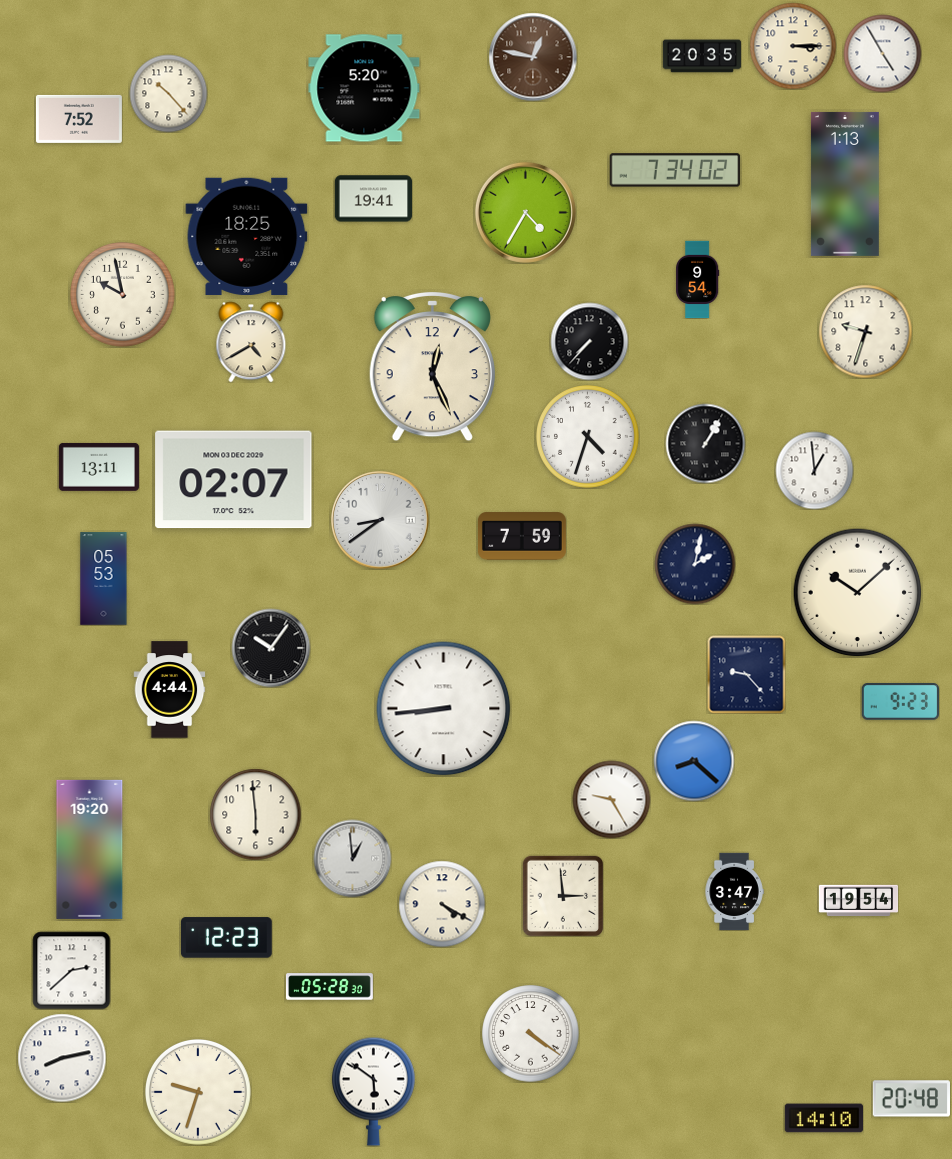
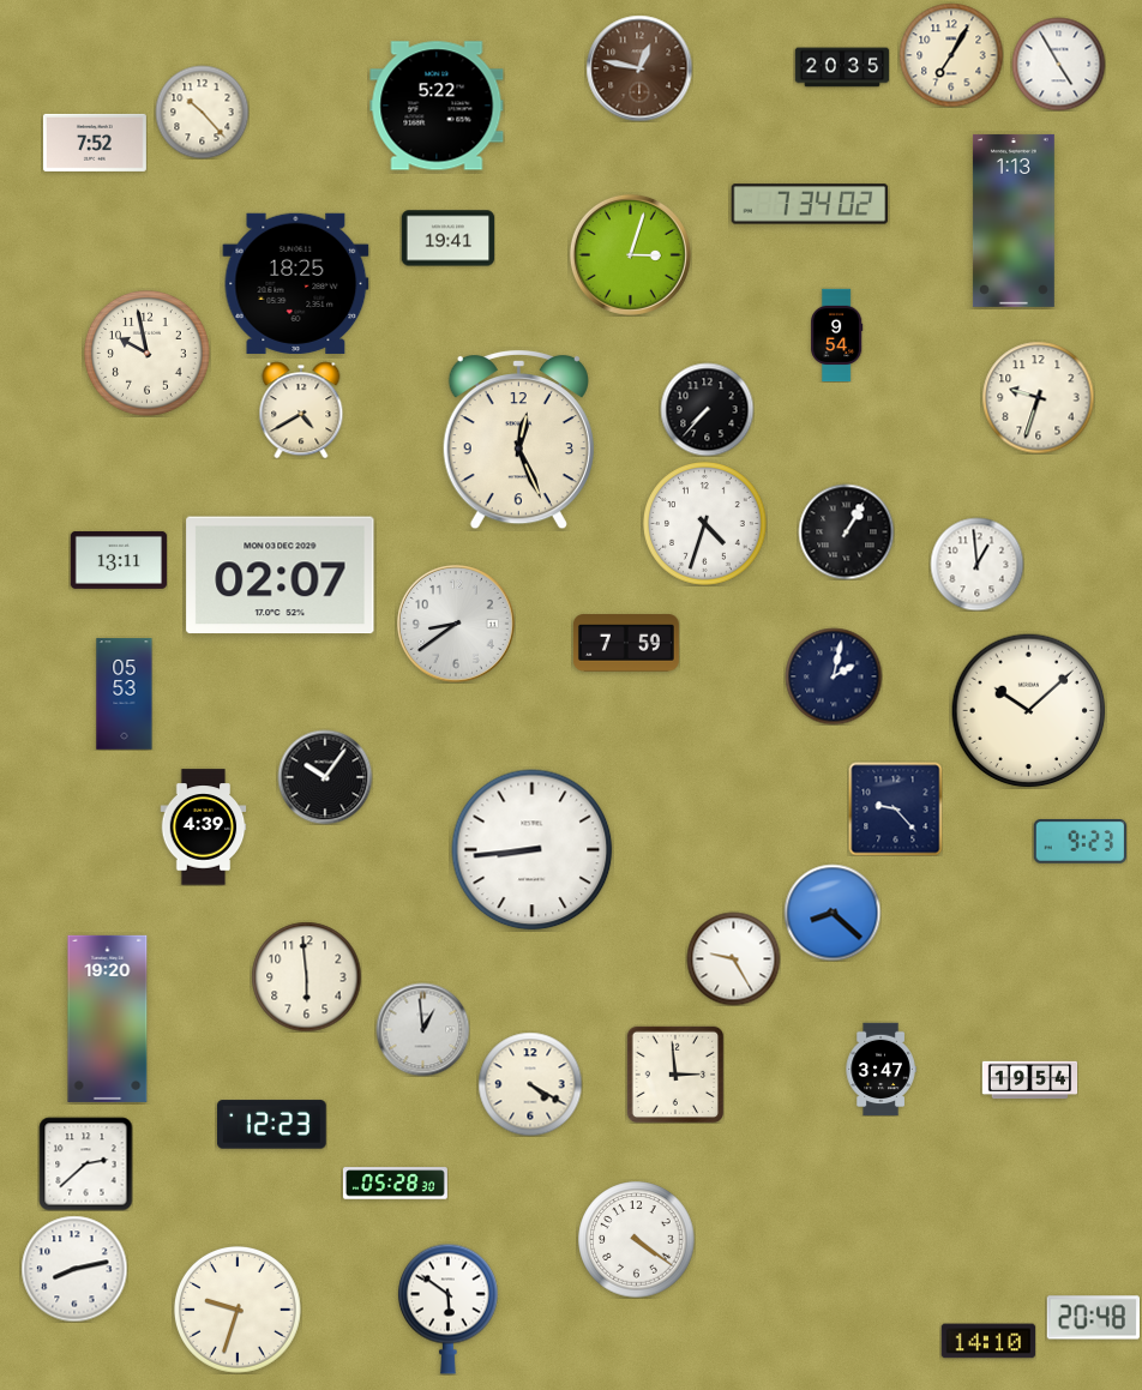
clock at (793, 46): 3:15 -> 7:05
clock at (364, 88): 5:20 -> 5:22
clock at (525, 212): 4:35 -> 3:03
clock at (170, 690): 4:44 -> 4:39
